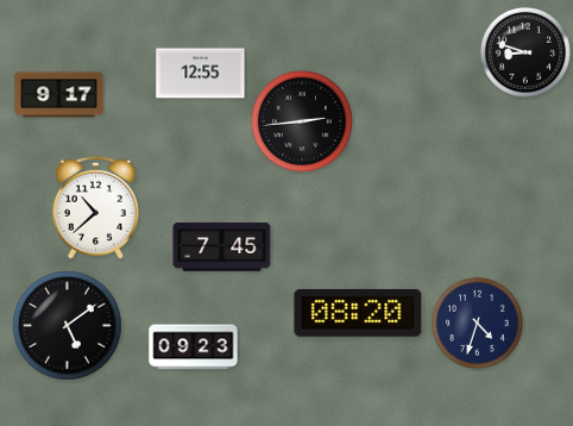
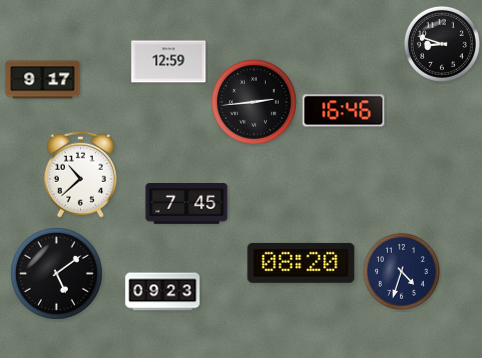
clock at (201, 74): 12:55 -> 12:59
clock at (59, 95) position: (59, 95) -> (43, 80)
clock at (344, 111): none -> 16:46
clock at (222, 248) position: (222, 248) -> (187, 204)
